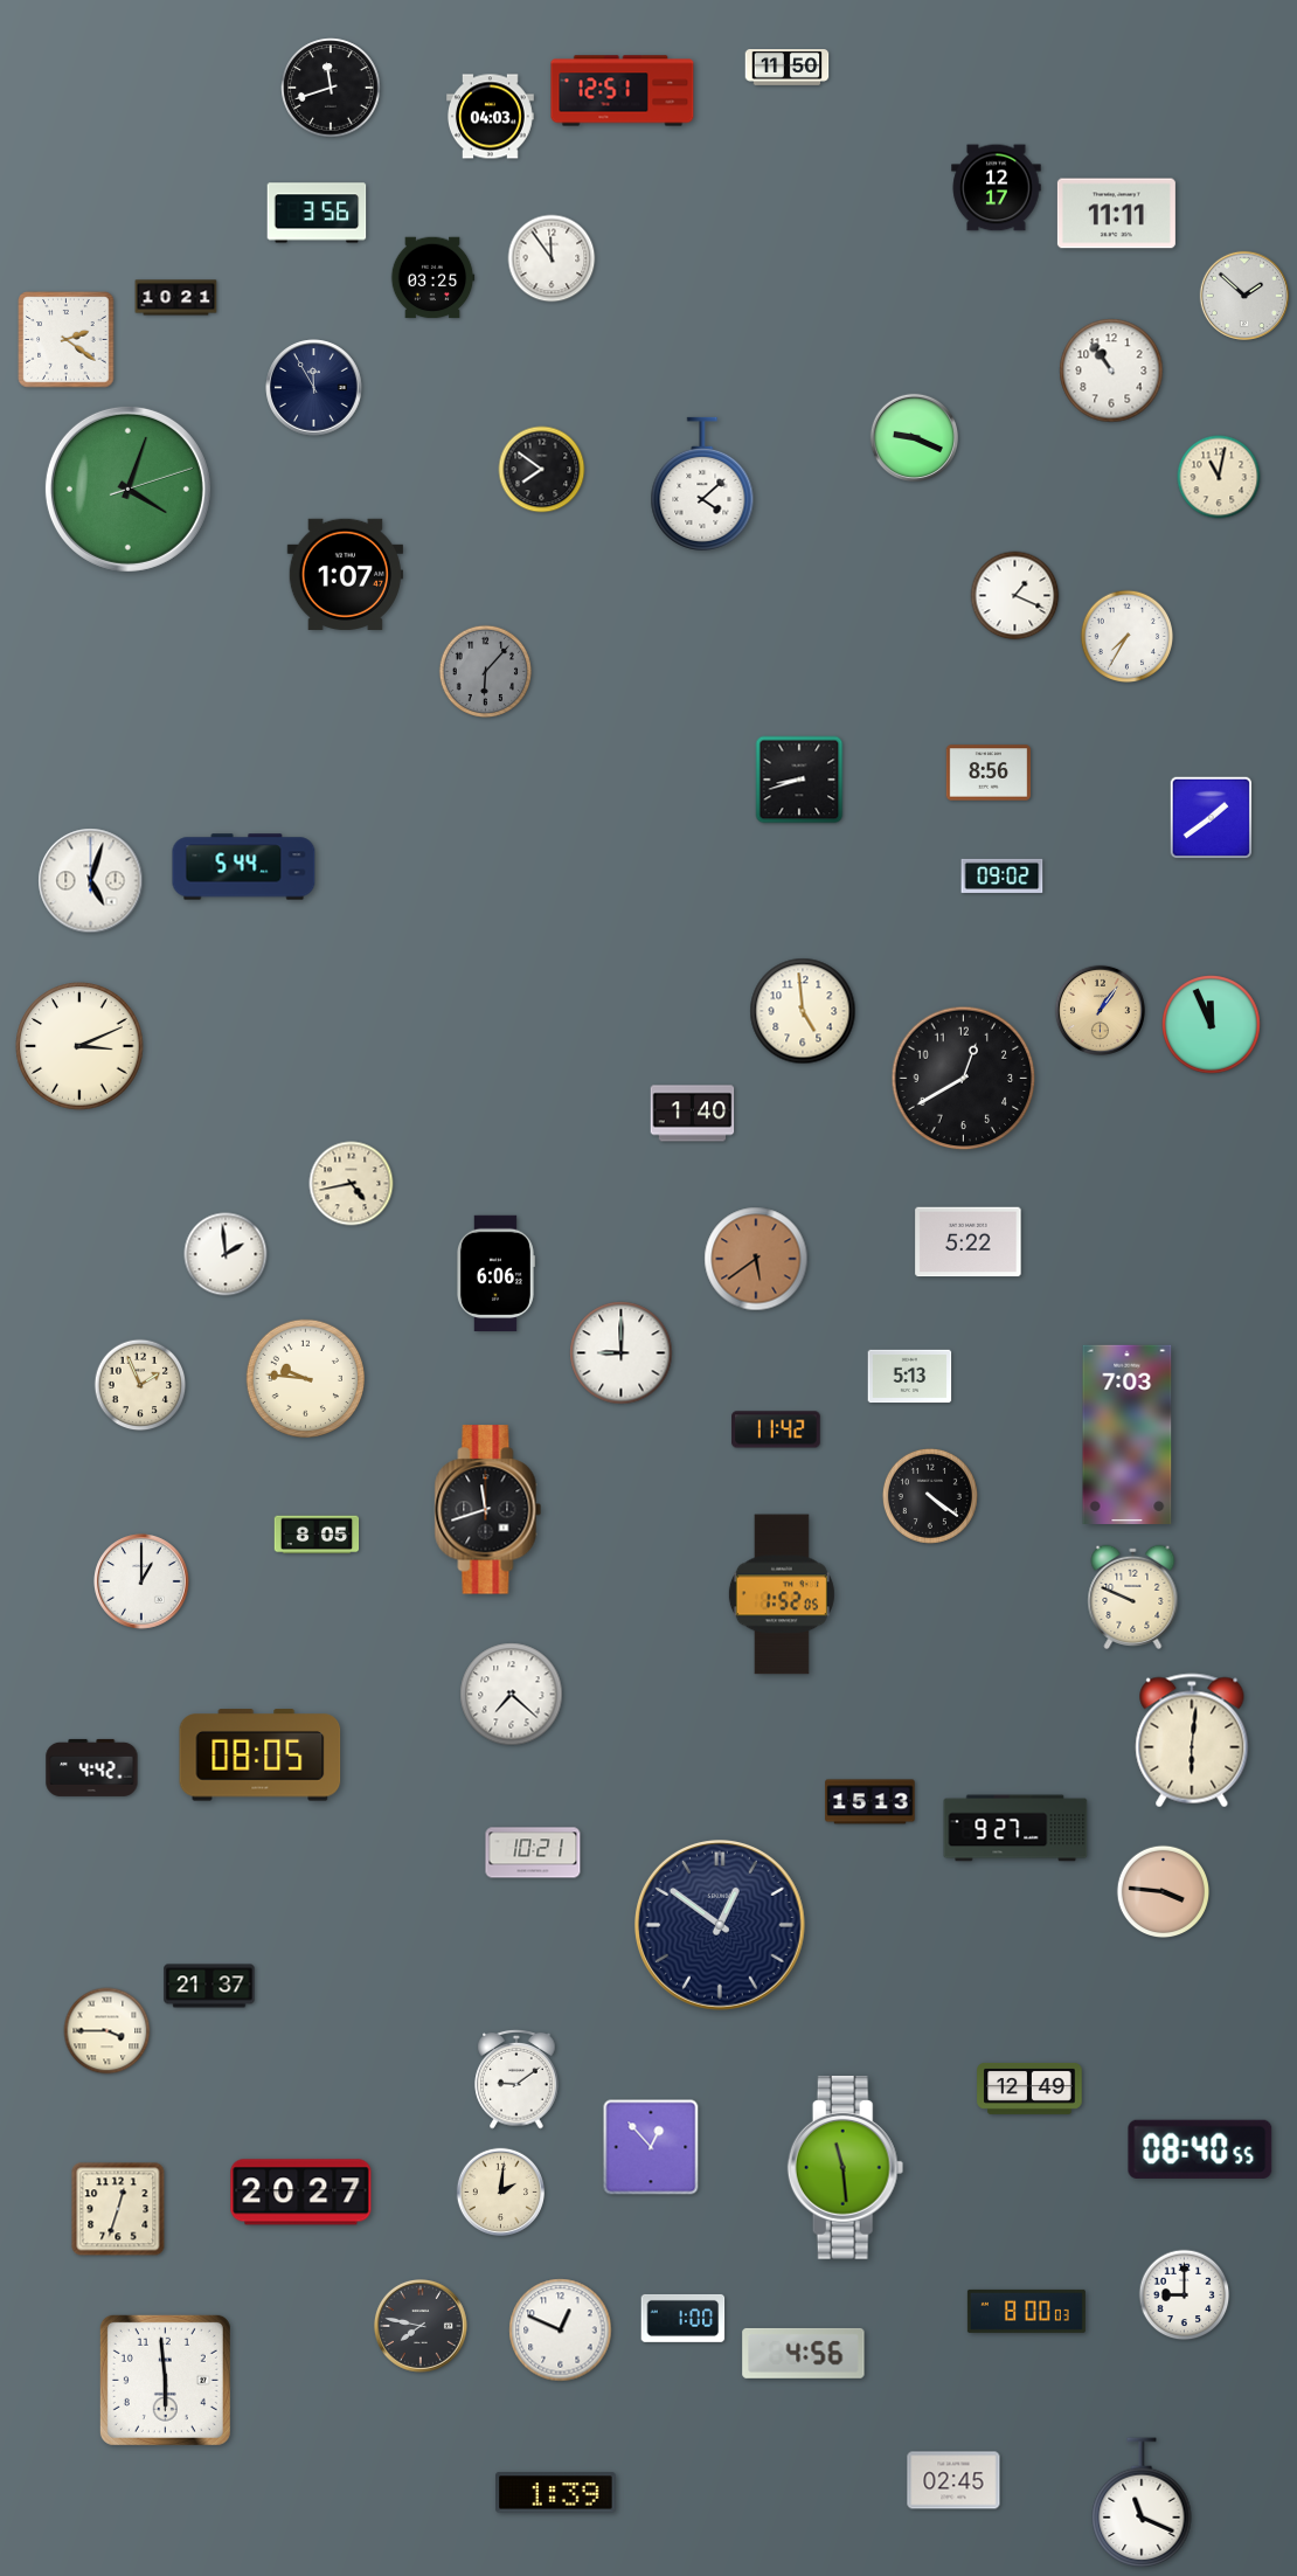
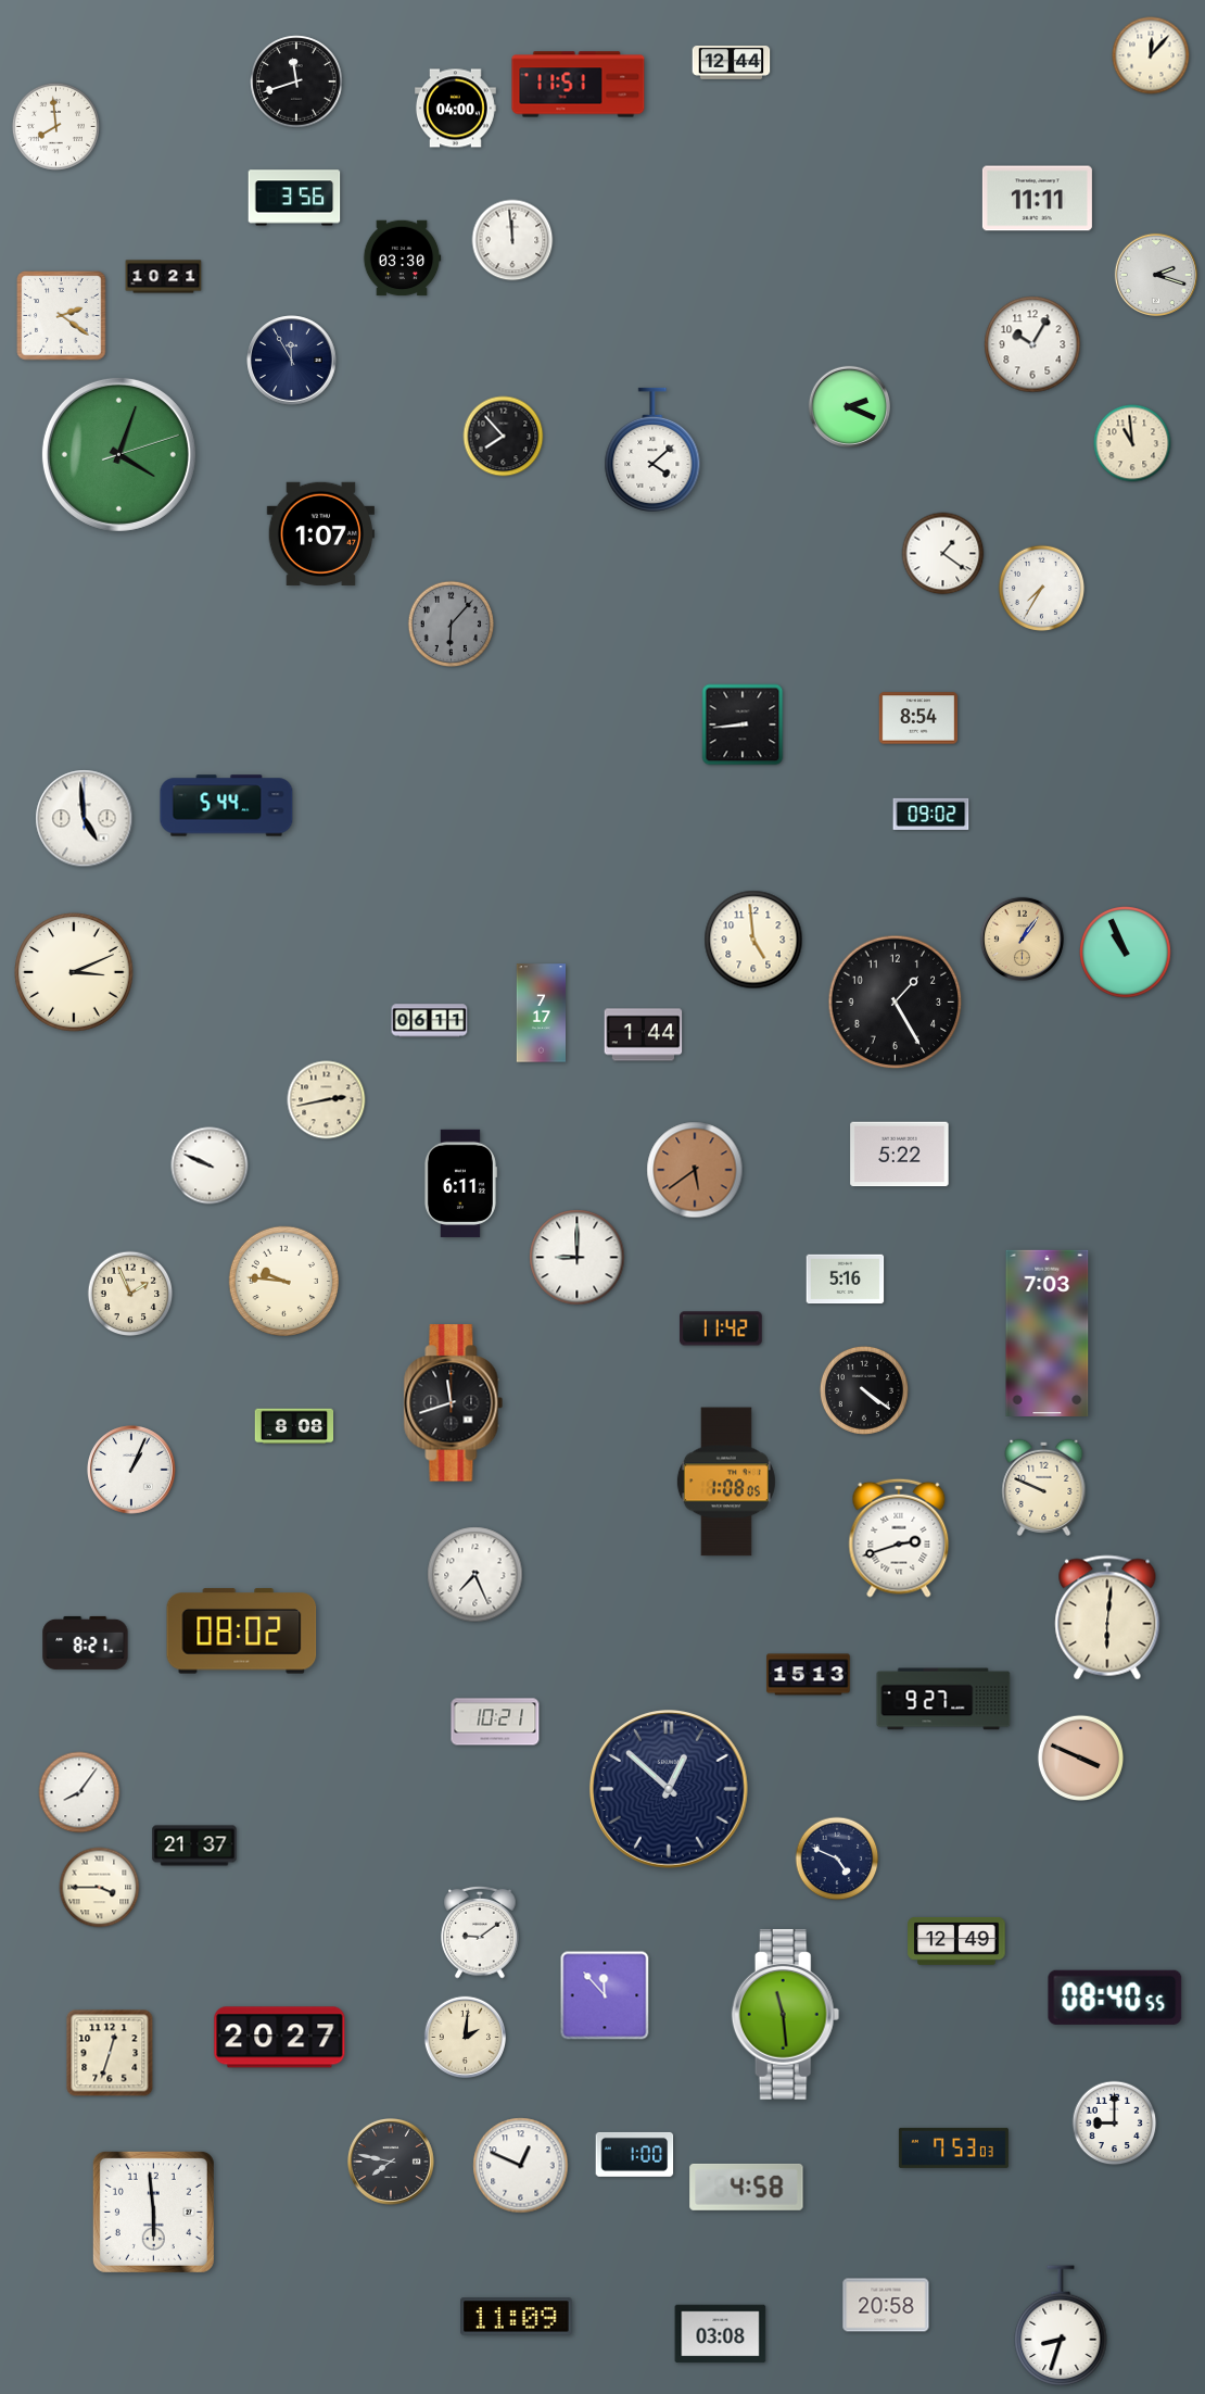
clock at (1151, 55): none -> 12:07
clock at (788, 68): 11:50 -> 12:44
clock at (331, 88) position: (331, 88) -> (296, 81)
clock at (623, 91): 12:51 -> 11:51
clock at (491, 117): 04:03 -> 04:00
clock at (55, 126): none -> 7:59
clock at (997, 188): 12:17 -> none
clock at (552, 258): 11:54 -> 11:59
clock at (432, 278): 03:25 -> 03:30
clock at (1243, 295): 1:52 -> 2:18
clock at (1111, 371): 10:54 -> 10:05
clock at (914, 437): 9:19 -> 2:19
clock at (542, 470): 7:51 -> 7:53
clock at (1219, 477): 11:02 -> 10:59
clock at (1015, 596): 1:19 -> 1:21
clock at (1128, 637) position: (1128, 637) -> (1042, 589)
clock at (989, 773): 8:56 -> 8:54
clock at (799, 780): 8:42 -> 8:44
clock at (1212, 818): 1:39 -> none
clock at (91, 881): 5:03 -> 4:59
clock at (803, 1011) position: (803, 1011) -> (753, 940)
clock at (1212, 1025): 11:56 -> 10:56
clock at (964, 1079): 12:40 -> 1:25
clock at (542, 1013): none -> 7:17
clock at (430, 1021): none -> 06:11
clock at (693, 1114): 1:40 -> 1:44
clock at (352, 1184): 4:43 -> 2:43
clock at (226, 1254): 1:59 -> 9:49
clock at (756, 1259) position: (756, 1259) -> (695, 1170)
clock at (495, 1274): 6:06 -> 6:11
clock at (910, 1377): 5:13 -> 5:16
clock at (140, 1385) position: (140, 1385) -> (130, 1294)
clock at (317, 1535): 8:05 -> 8:08
clock at (143, 1583): 1:00 -> 1:04
clock at (782, 1594): 1:52 -> 1:08
clock at (1133, 1597) position: (1133, 1597) -> (1044, 1487)
clock at (899, 1538): none -> 2:42
clock at (512, 1695): 7:22 -> 7:26
clock at (261, 1756): 08:05 -> 08:02
clock at (92, 1767): 4:42 -> 8:21
clock at (1164, 1892): 3:46 -> 3:49
clock at (721, 1926): 12:51 -> 12:52
clock at (79, 1792): none -> 8:06
clock at (837, 1858): none -> 4:49
clock at (651, 2147): 12:53 -> 11:53
clock at (1185, 2295) position: (1185, 2295) -> (1115, 2124)
clock at (1026, 2311): 8:00 -> 7:53
clock at (804, 2353): 4:56 -> 4:58
clock at (953, 2480): 02:45 -> 20:58
clock at (556, 2493): 1:39 -> 11:09
clock at (1142, 2504): 11:19 -> 8:33
clock at (721, 2334): none -> 03:08
